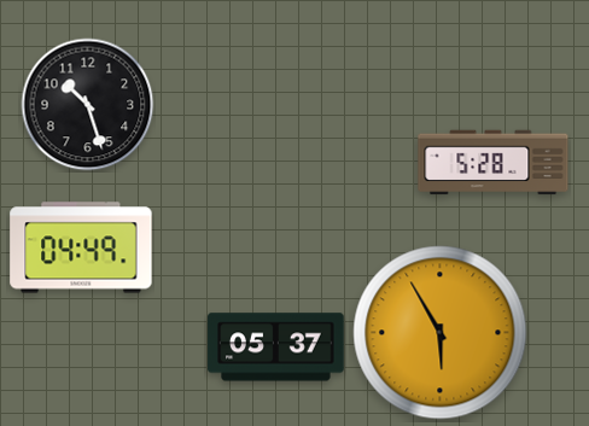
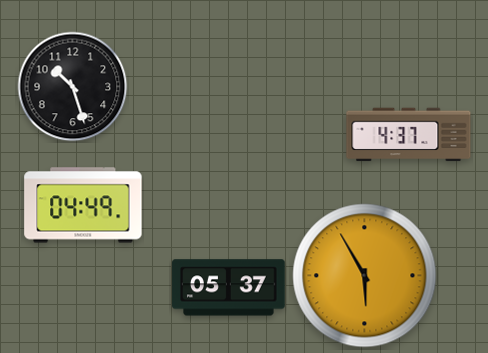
clock at (494, 163): 5:28 -> 4:37
clock at (81, 247) position: (81, 247) -> (83, 205)
